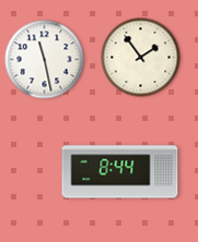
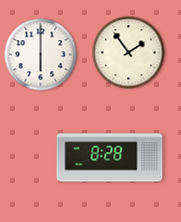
clock at (45, 60): 11:28 -> 6:00
clock at (120, 172): 8:44 -> 8:28
